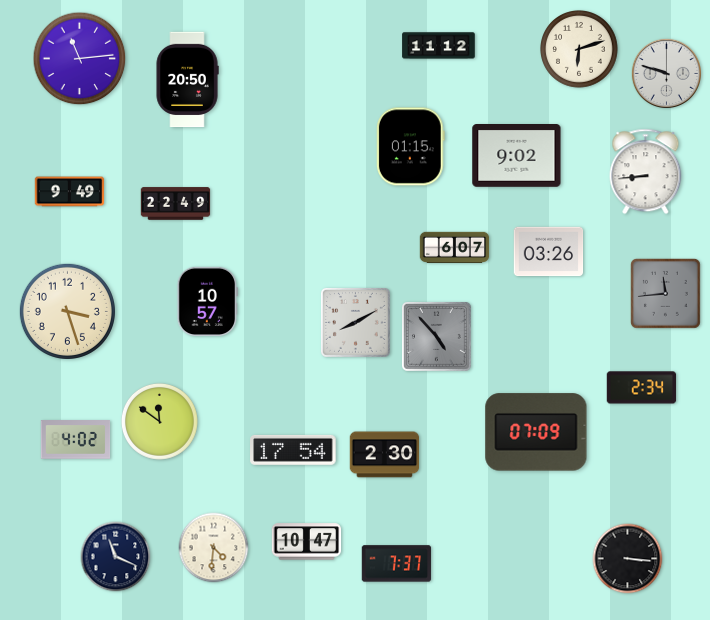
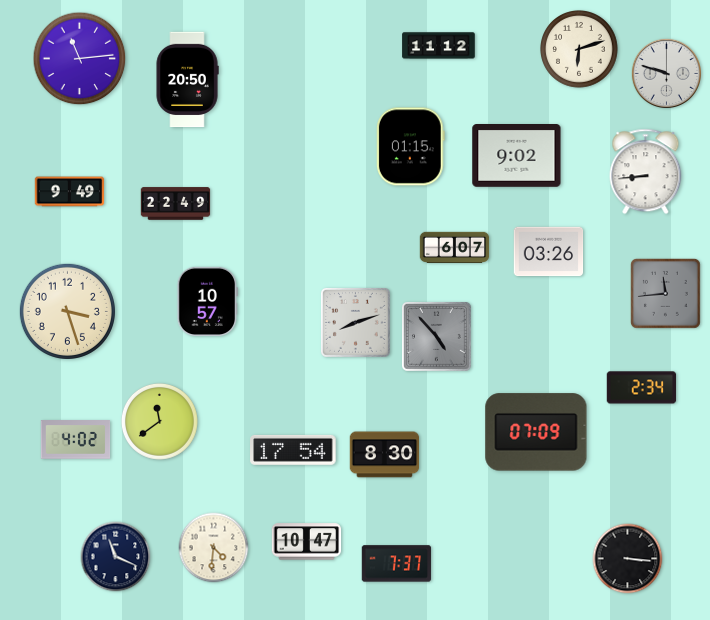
clock at (356, 323): 8:10 -> 8:12
clock at (159, 421): 11:51 -> 11:39
clock at (385, 455): 2:30 -> 8:30
